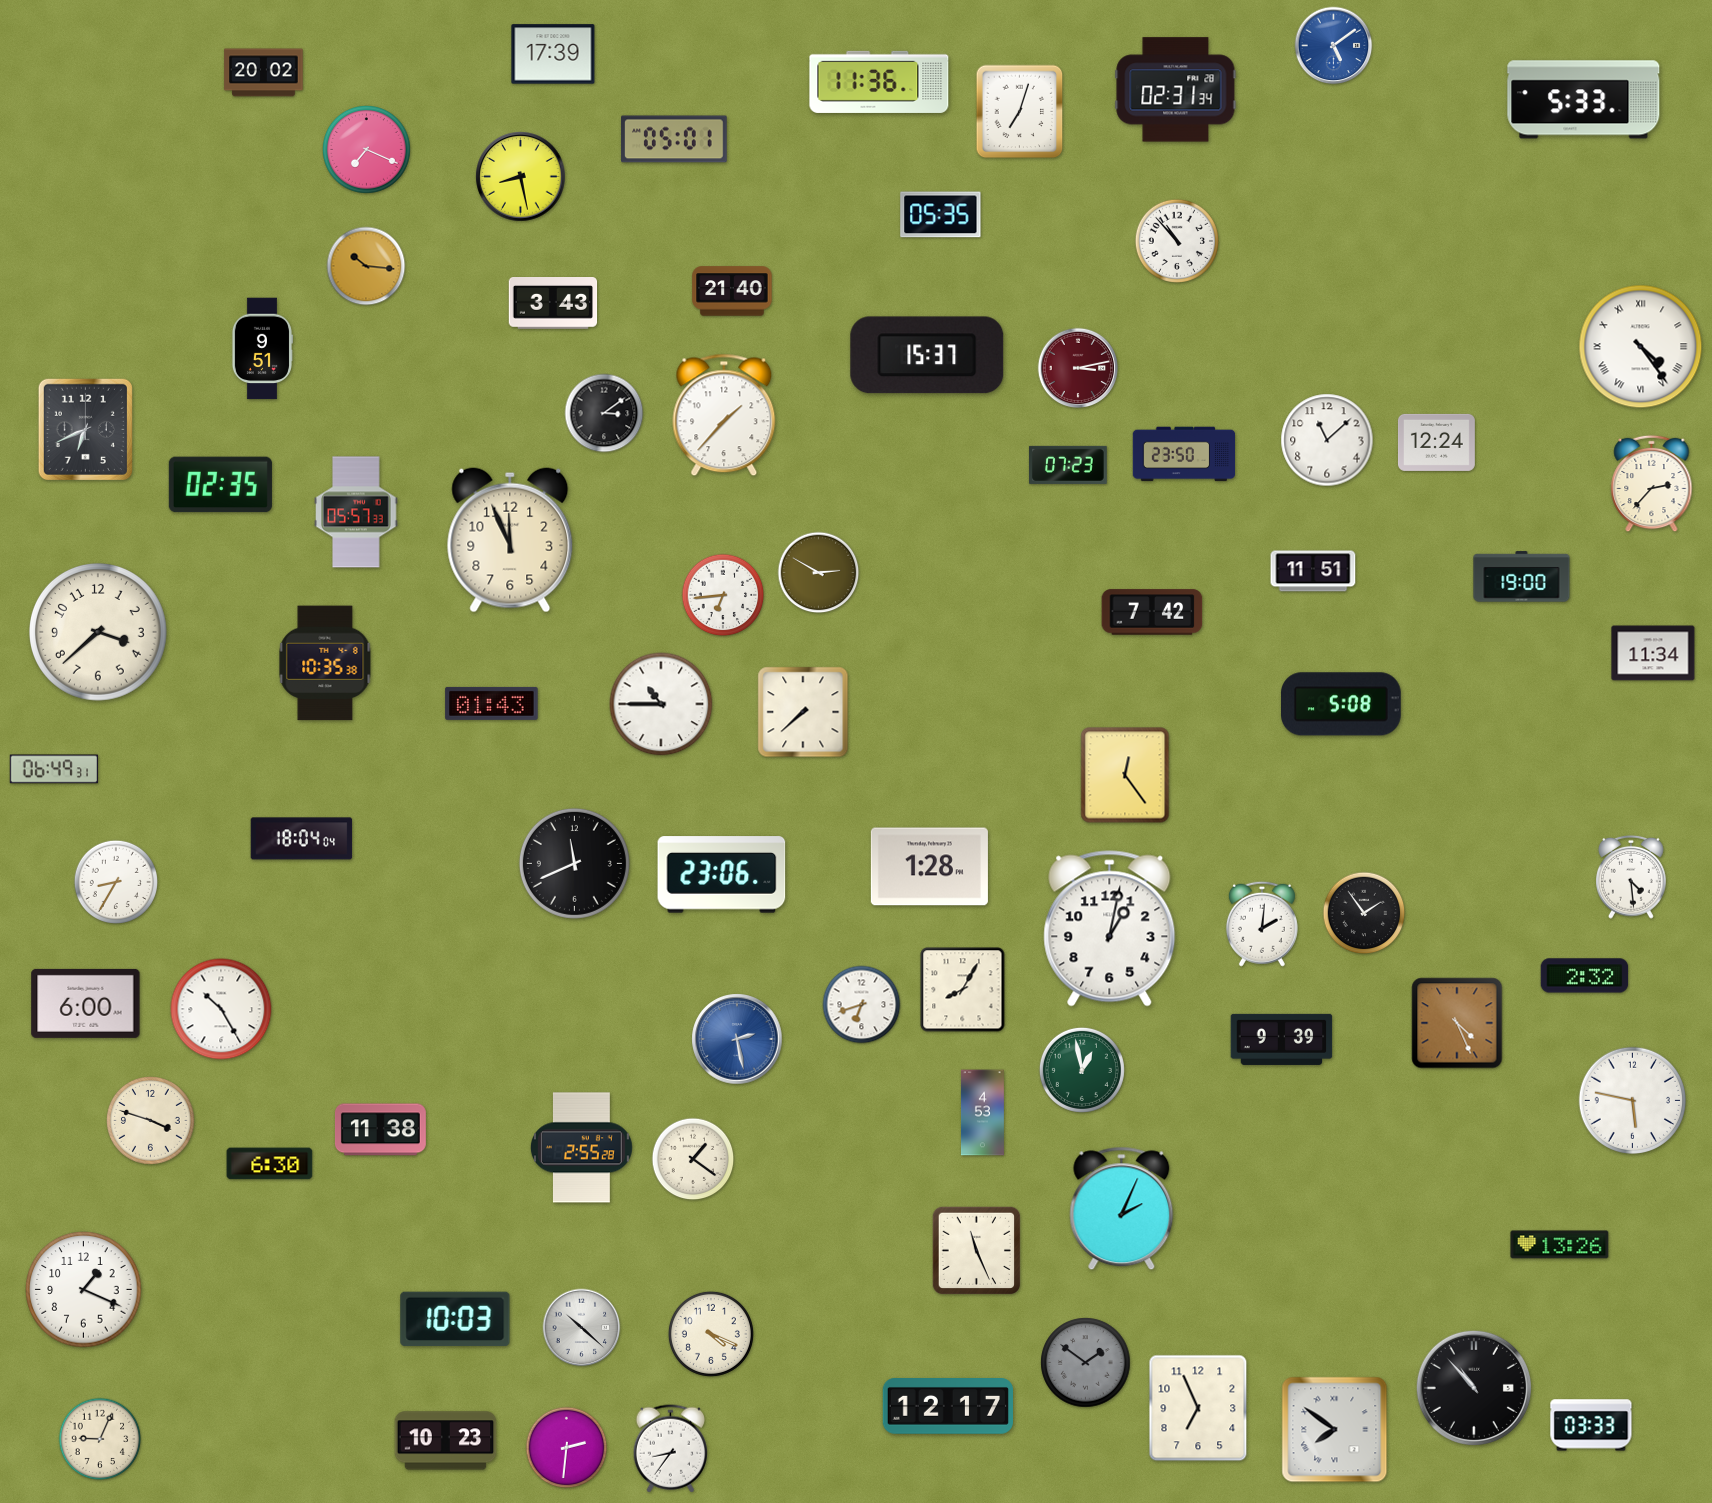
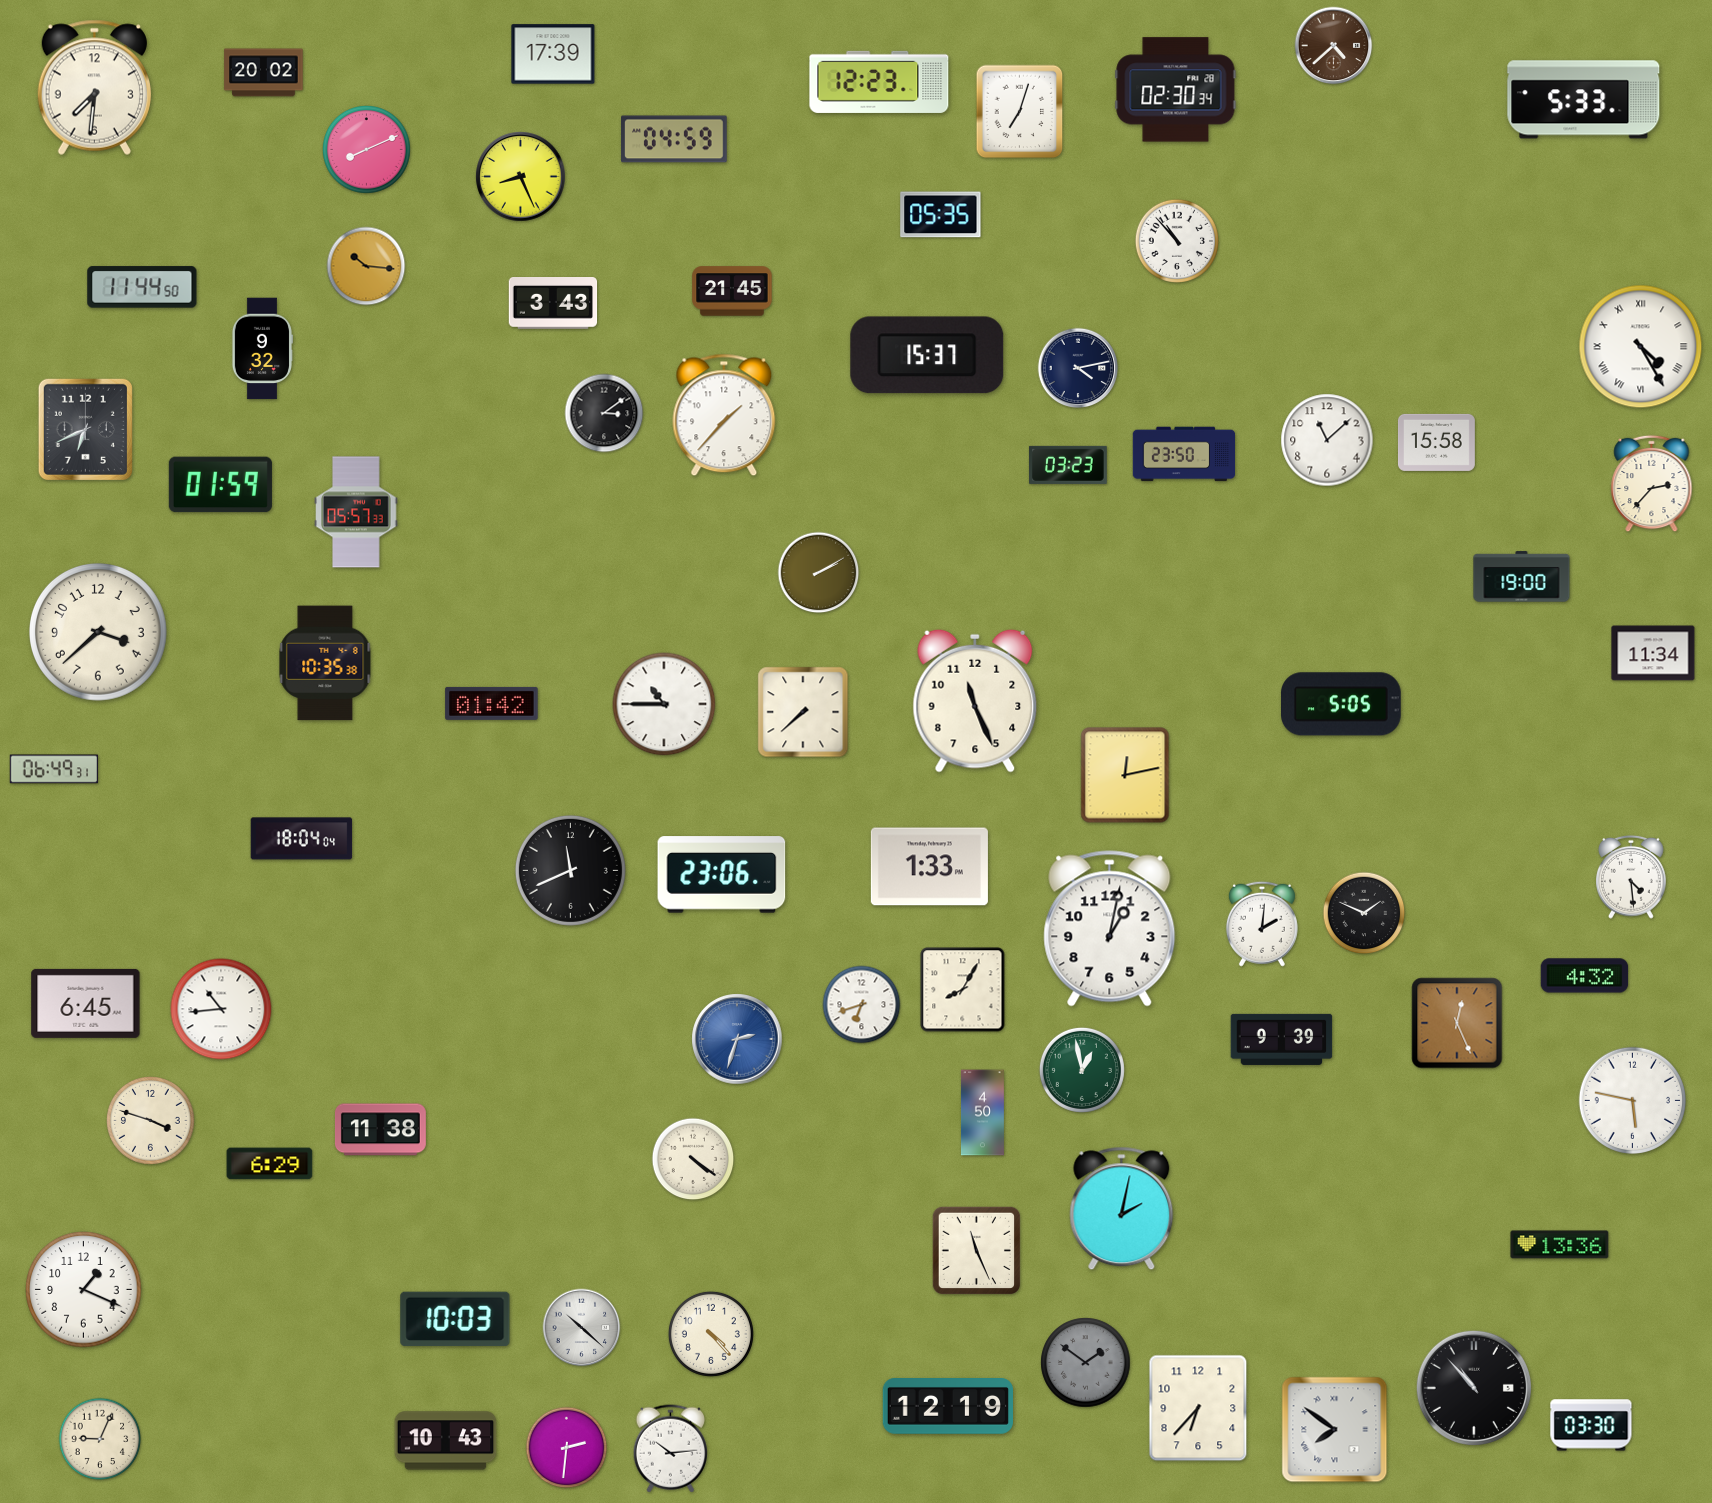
clock at (1334, 46): 5:09 -> 4:38
clock at (1334, 46) dial: blue -> brown
clock at (879, 82): 11:36 -> 12:23
clock at (94, 87): none -> 7:31
clock at (1176, 90): 02:31 -> 02:30
clock at (674, 139): 05:01 -> 04:59
clock at (367, 150): 7:19 -> 8:11
clock at (521, 177): 8:28 -> 8:26
clock at (142, 287): none -> 11:44
clock at (732, 291): 21:40 -> 21:45
clock at (1641, 347): 4:24 -> 4:25
clock at (262, 349): 9:51 -> 9:32
clock at (1078, 368): 3:13 -> 4:13
clock at (1078, 368) dial: burgundy -> navy
clock at (1436, 442): 12:24 -> 15:58
clock at (1069, 465): 07:23 -> 03:23
clock at (220, 485): 02:35 -> 01:59
clock at (510, 540): 11:56 -> none
clock at (1313, 571): 11:51 -> none
clock at (819, 573): 2:50 -> 2:10
clock at (723, 595): 6:44 -> none
clock at (1152, 612): 7:42 -> none
clock at (975, 701): none -> 11:26
clock at (492, 703): 01:43 -> 01:42
clock at (661, 704) position: (661, 704) -> (664, 704)
clock at (1342, 704): 5:08 -> 5:05
clock at (1125, 775): 12:24 -> 12:13
clock at (574, 863) position: (574, 863) -> (570, 870)
clock at (929, 867): 1:28 -> 1:33
clock at (115, 881): 8:35 -> none
clock at (1364, 913): 1:54 -> 1:49
clock at (1585, 976): 2:32 -> 4:32
clock at (86, 1003): 6:00 -> 6:45
clock at (221, 1009): 10:25 -> 10:44
clock at (1457, 1023): 4:26 -> 12:26
clock at (737, 1039): 2:28 -> 2:33
clock at (983, 1113): 4:53 -> 4:50
clock at (581, 1148): 2:55 -> none
clock at (693, 1159): 1:21 -> 4:21
clock at (270, 1164): 6:30 -> 6:29
clock at (1122, 1209): 2:04 -> 2:02
clock at (1560, 1245): 13:26 -> 13:36
clock at (711, 1334): 4:19 -> 4:23
clock at (947, 1407): 12:17 -> 12:19
clock at (1198, 1408): 6:56 -> 6:37
clock at (1591, 1425): 03:33 -> 03:30
clock at (446, 1441): 10:23 -> 10:43
clock at (670, 1449): 8:36 -> 10:14
